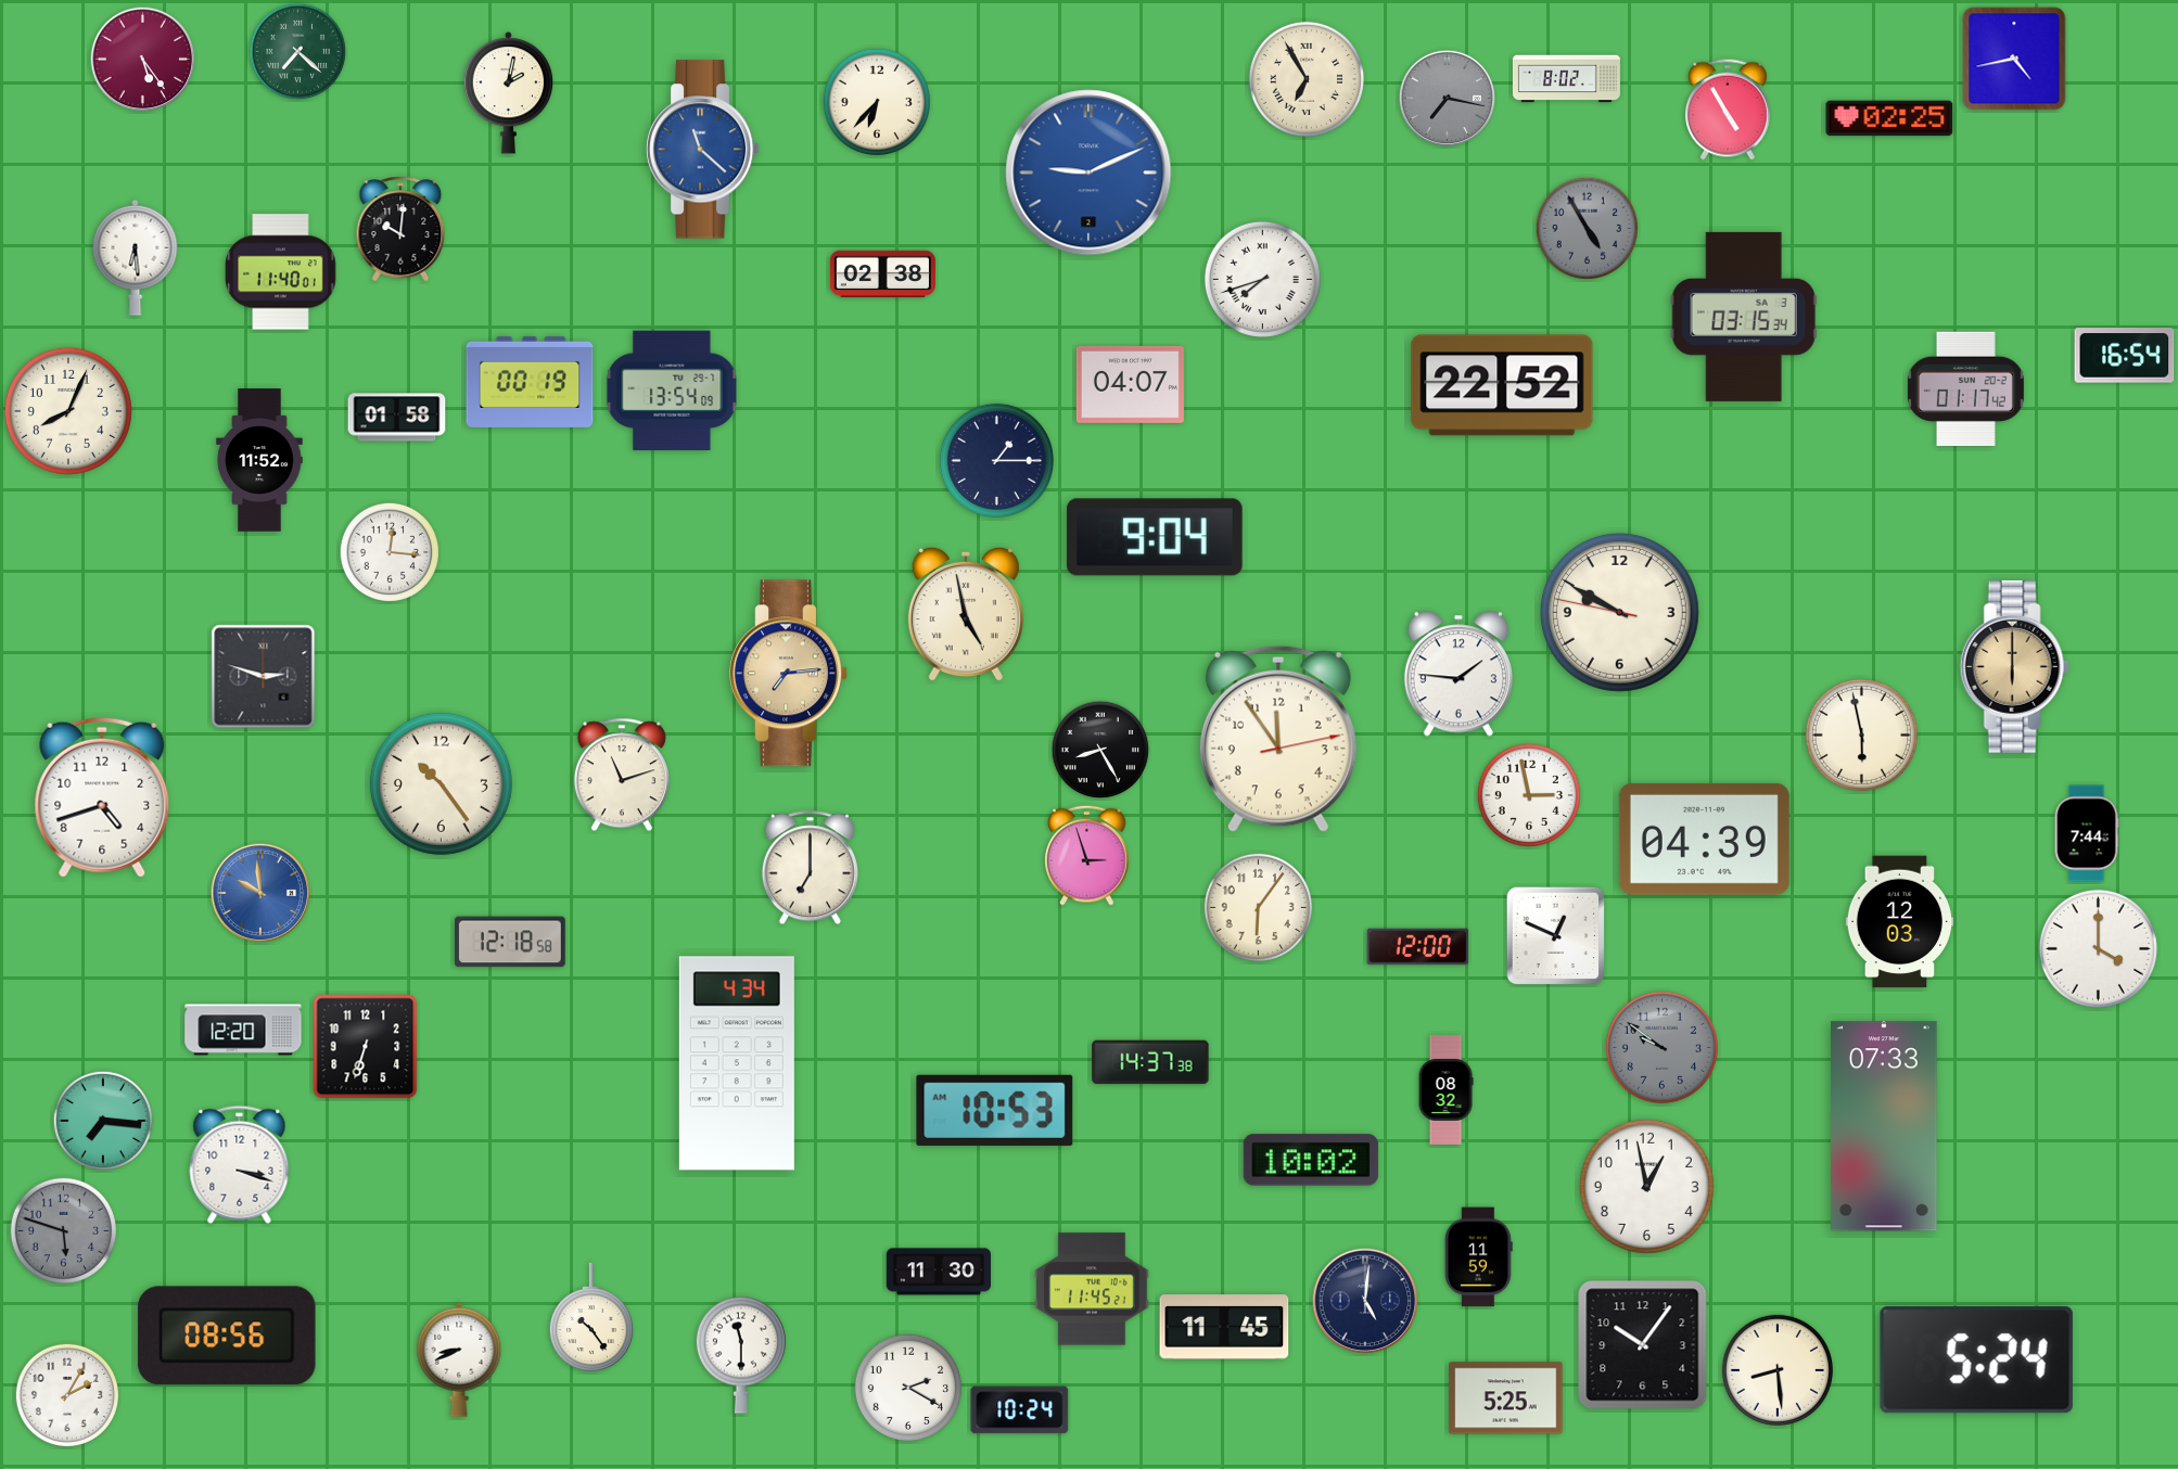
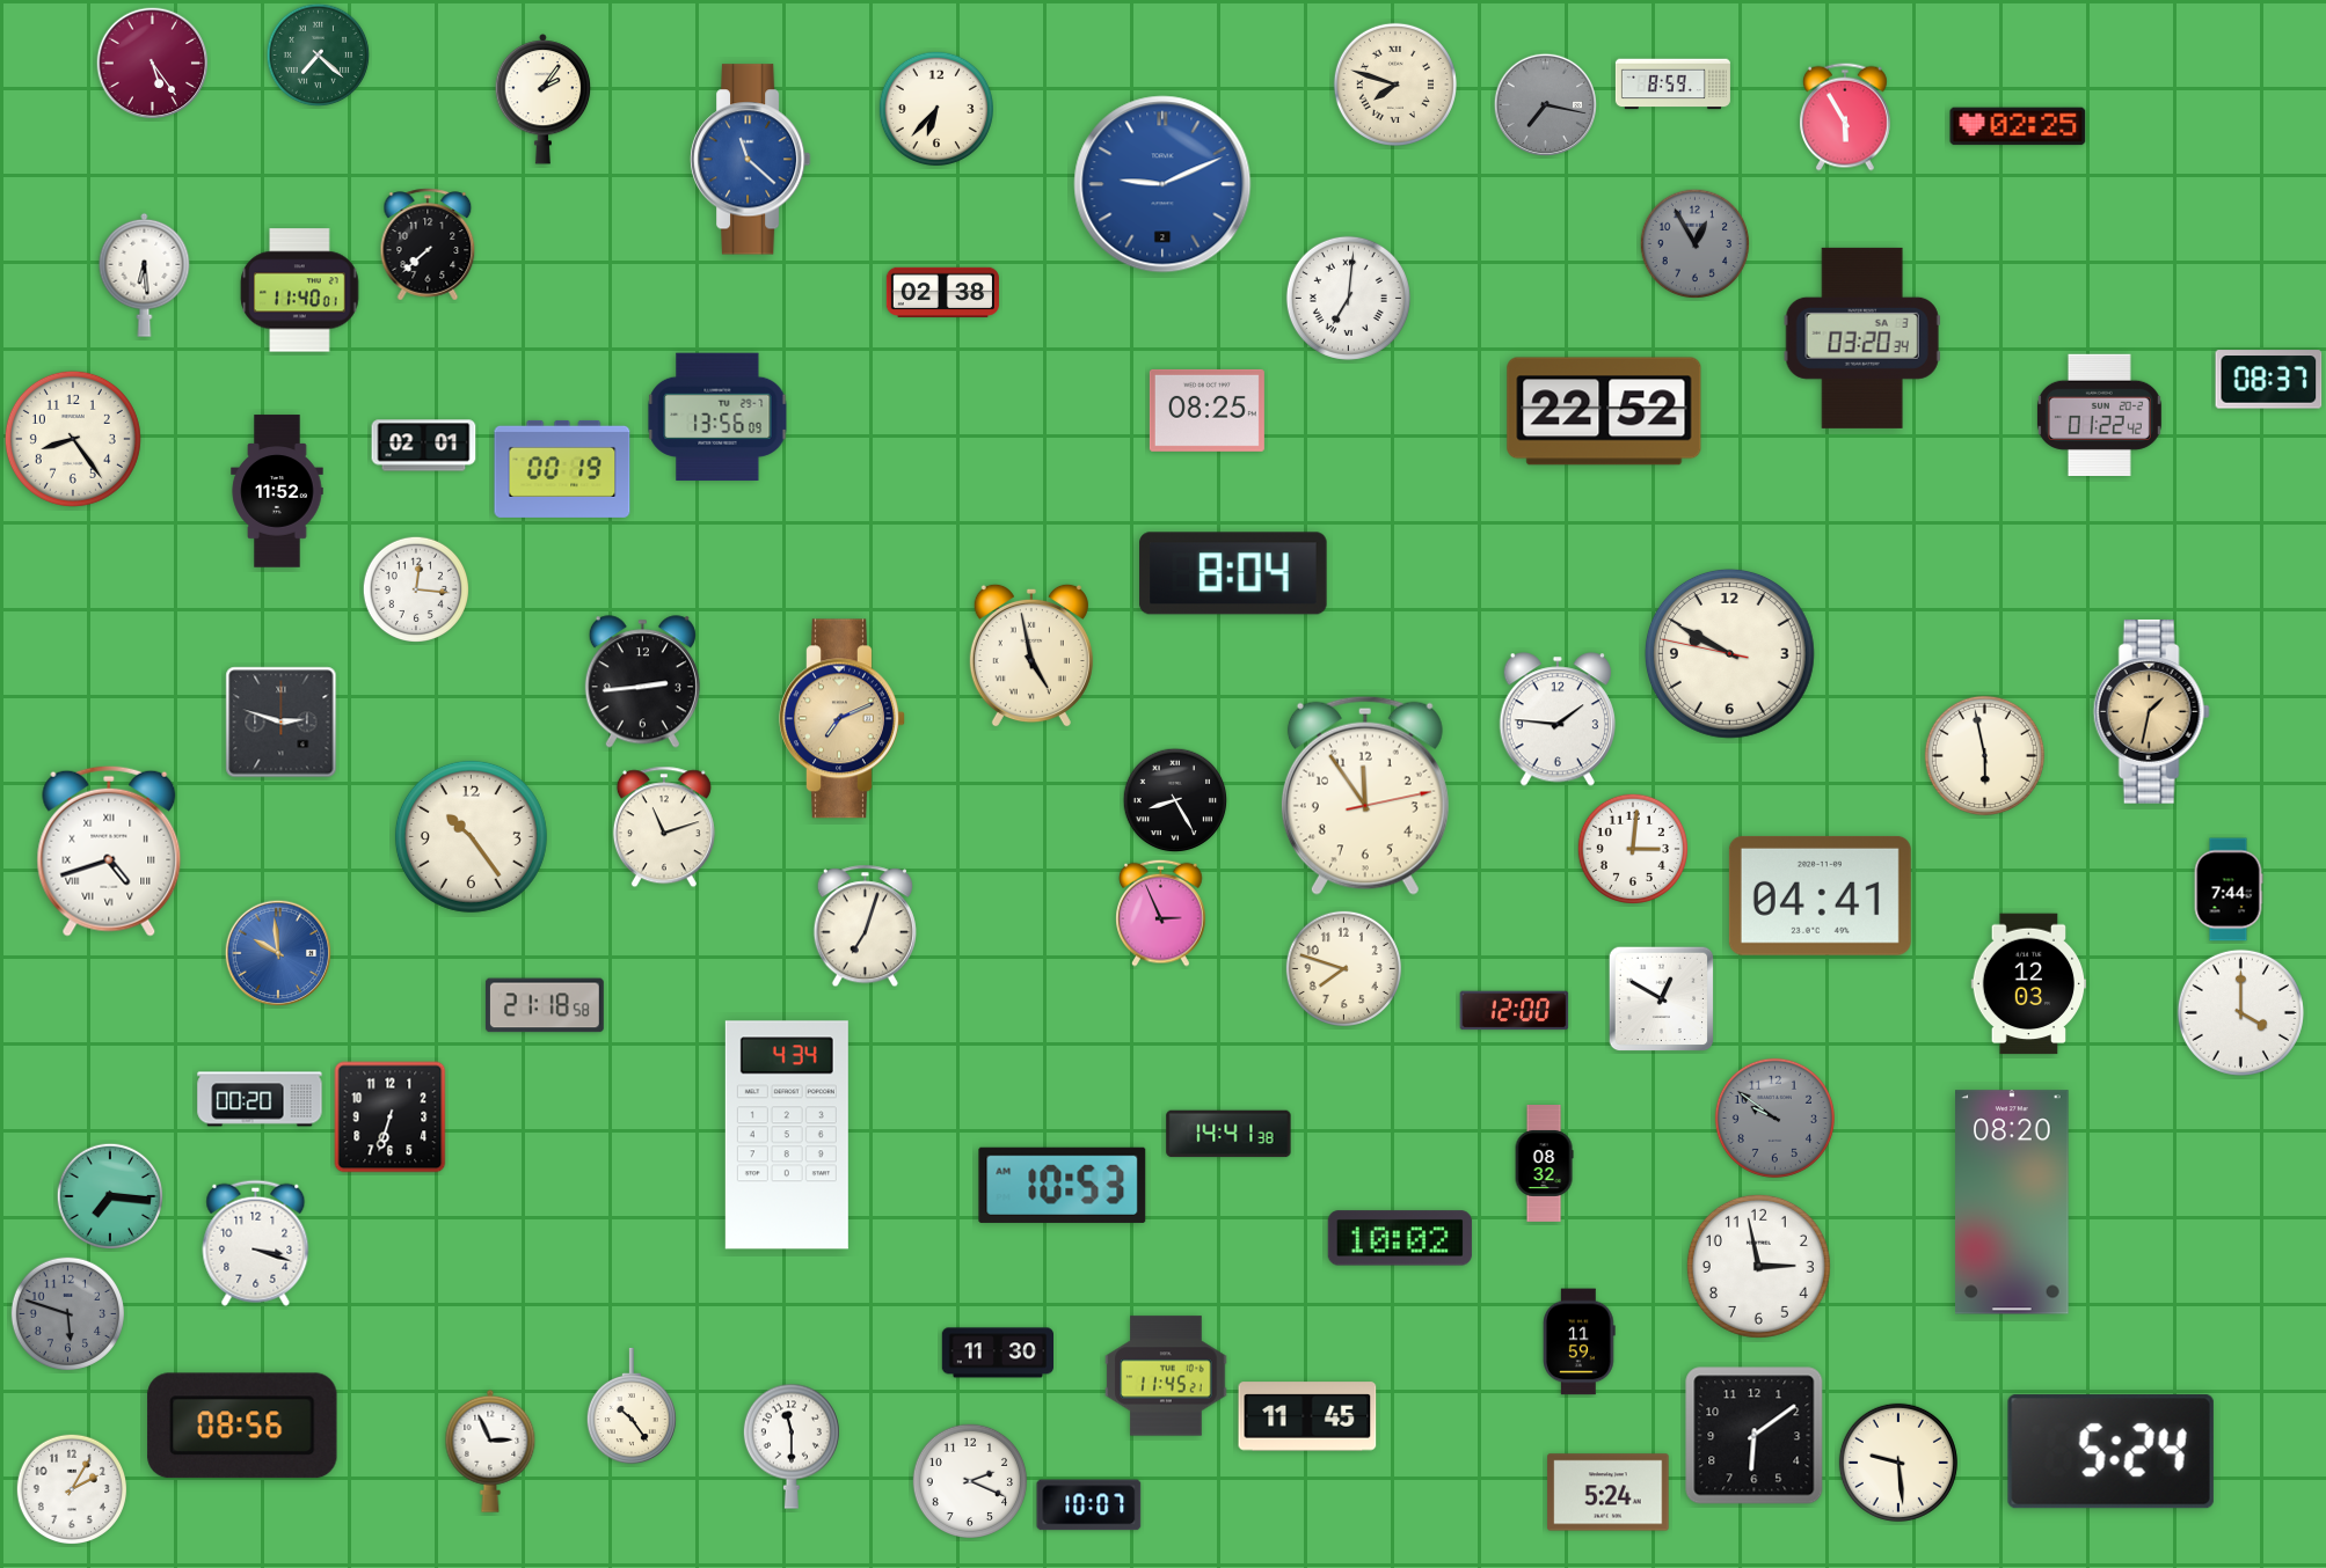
clock at (2014, 59): 4:43 -> none
clock at (1307, 79): 6:55 -> 7:48
clock at (1566, 79): 8:02 -> 8:59
clock at (509, 93): 2:02 -> 2:06
clock at (1728, 110): 4:55 -> 5:55
clock at (1587, 228): 4:55 -> 12:55
clock at (400, 229): 10:01 -> 7:38
clock at (1262, 279): 7:42 -> 7:01
clock at (1744, 317): 03:15 -> 03:20
clock at (2125, 356): 16:54 -> 08:37
clock at (530, 382) position: (530, 382) -> (562, 469)
clock at (1130, 384): 04:07 -> 08:25
clock at (1965, 388): 01:17 -> 01:22
clock at (672, 391): 13:54 -> 13:56
clock at (68, 411): 8:04 -> 8:24
clock at (397, 418): 01:58 -> 02:01
clock at (996, 460): 1:15 -> none
clock at (1155, 537): 9:04 -> 8:04
clock at (642, 682): none -> 2:44
clock at (2014, 666): 6:00 -> 1:32
clock at (789, 674): 7:14 -> 7:11
clock at (1861, 734) position: (1861, 734) -> (1984, 755)
clock at (1278, 739) position: (1278, 739) -> (1365, 796)
clock at (1528, 794): 2:58 -> 3:01
clock at (102, 797) numerals: Arabic -> Roman
clock at (1704, 839): 04:39 -> 04:41
clock at (1087, 855): 2:57 -> 2:56
clock at (810, 868): 7:00 -> 7:03
clock at (1258, 907): 6:06 -> 7:48
clock at (1556, 936): 12:49 -> 12:50
clock at (510, 942): 12:18 -> 21:18
clock at (243, 1030): 12:20 -> 00:20
clock at (1150, 1062): 14:37 -> 14:41
clock at (1884, 1126): 07:33 -> 08:20
clock at (1646, 1186): 12:58 -> 2:58
clock at (938, 1272) position: (938, 1272) -> (997, 1353)
clock at (1365, 1301): 5:01 -> none
clock at (1643, 1345): 10:06 -> 6:09
clock at (459, 1359): 8:41 -> 2:56
clock at (1778, 1370): 8:29 -> 9:29
clock at (908, 1388): 2:20 -> 2:19
clock at (1506, 1398): 5:25 -> 5:24
clock at (1020, 1410): 10:24 -> 10:07
